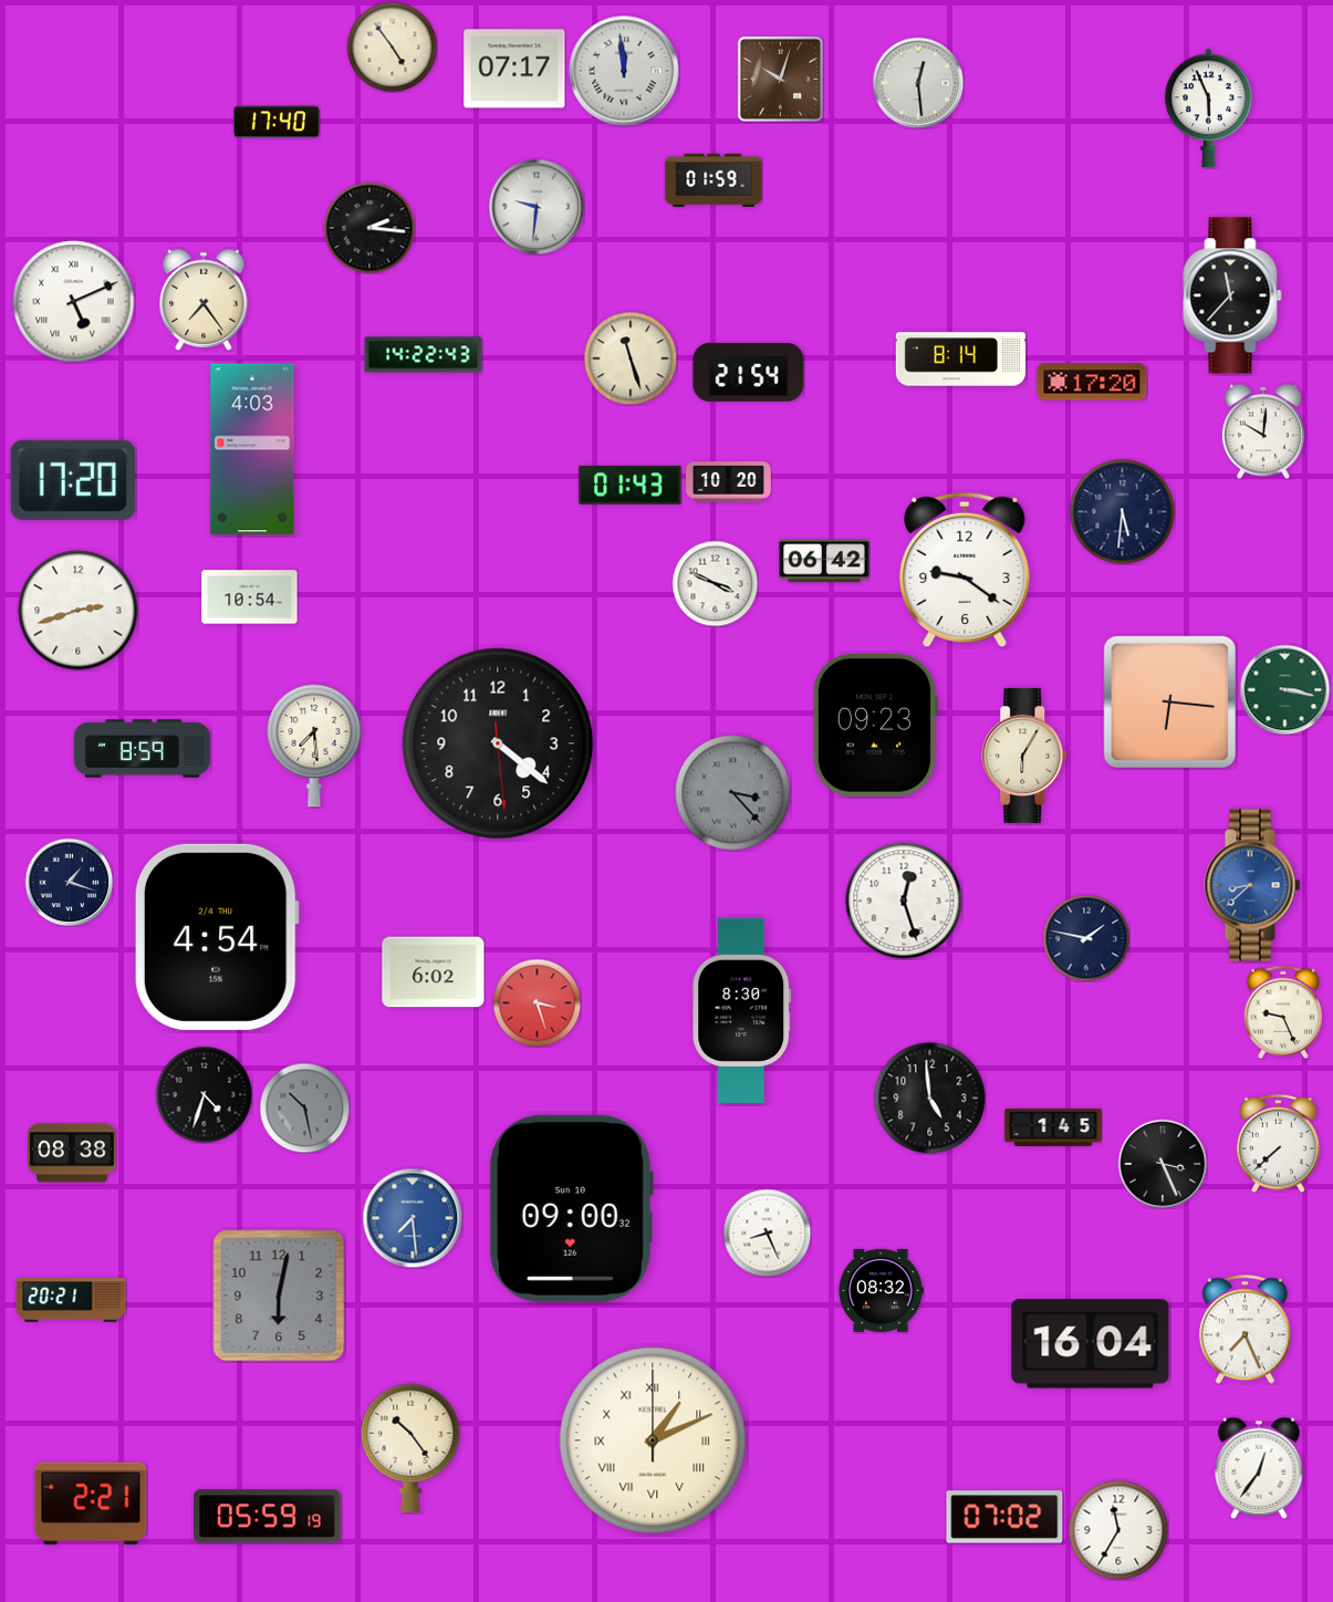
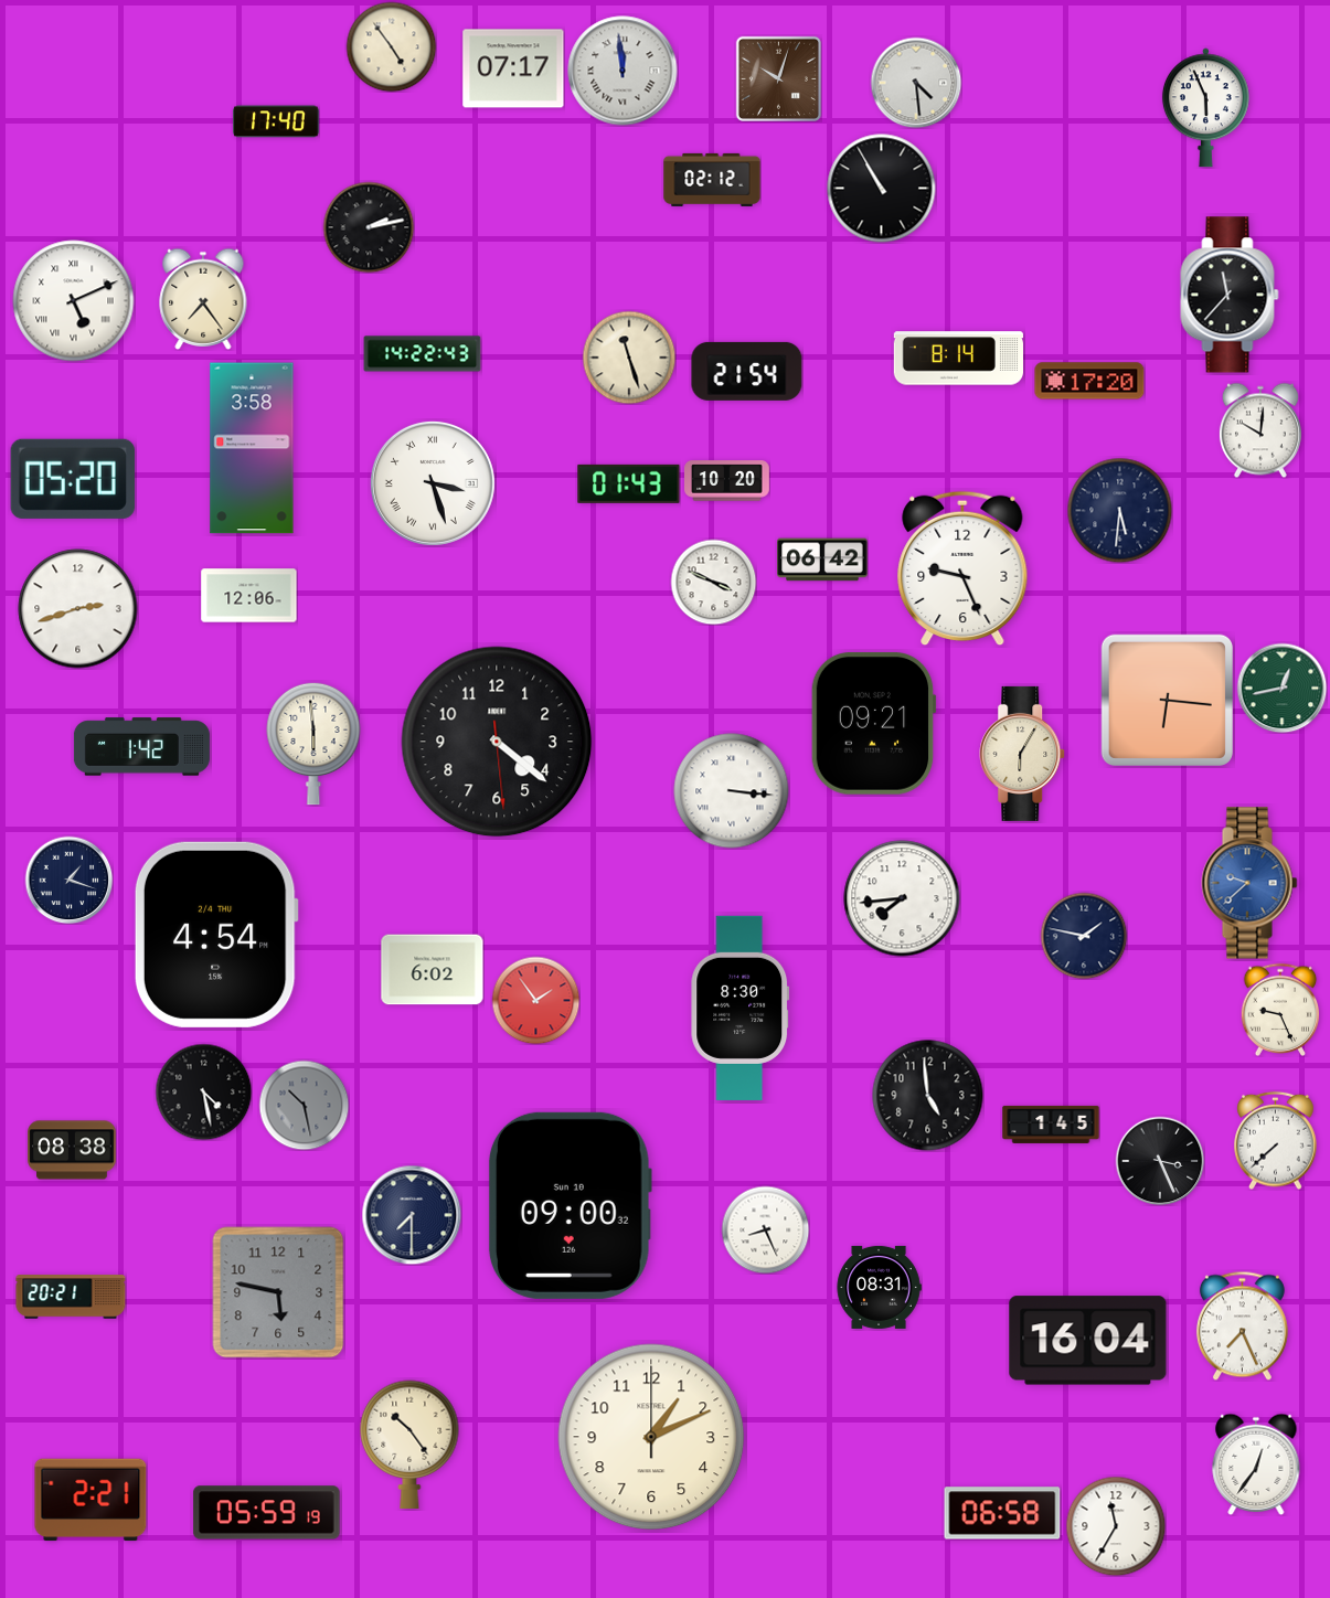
clock at (918, 83): 12:29 -> 4:29
clock at (714, 180): 01:59 -> 02:12
clock at (882, 189): none -> 10:55
clock at (537, 207): 9:31 -> none
clock at (369, 228): 2:16 -> 2:13
clock at (252, 449): 4:03 -> 3:58
clock at (73, 480): 17:20 -> 05:20
clock at (433, 483): none -> 3:27
clock at (965, 570): 9:21 -> 9:26
clock at (250, 597): 10:54 -> 12:06
clock at (1284, 689): 3:17 -> 12:43
clock at (875, 725): 09:23 -> 09:21
clock at (314, 746): 7:29 -> 5:59
clock at (142, 749): 8:59 -> 1:42
clock at (733, 793): 3:23 -> 3:16
clock at (733, 793) dial: grey -> white
clock at (1252, 885): 8:38 -> 9:38
clock at (904, 901): 12:27 -> 7:44
clock at (537, 1002): 3:27 -> 1:54
clock at (204, 1094): 4:33 -> 4:28
clock at (413, 1218): 7:29 -> 7:30
clock at (413, 1218) dial: blue -> navy
clock at (881, 1290): 08:32 -> 08:31
clock at (279, 1296): 6:02 -> 5:47
clock at (653, 1440) numerals: Roman -> Arabic
clock at (1004, 1517): 07:02 -> 06:58
